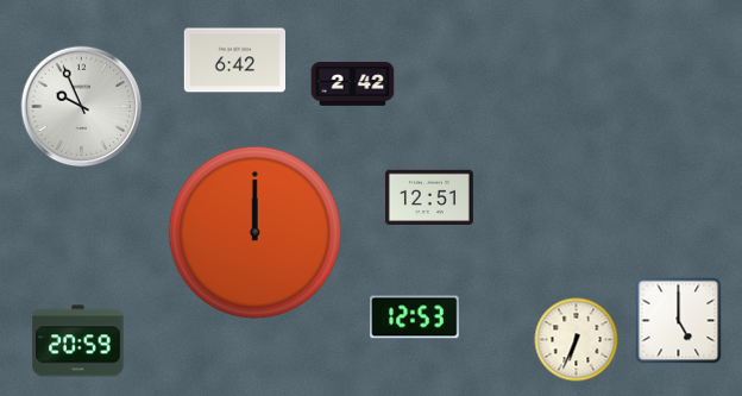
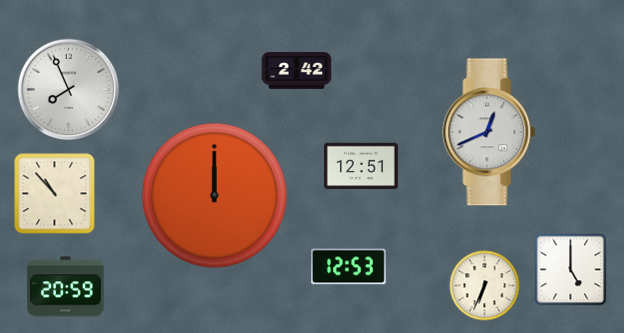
clock at (234, 61): 6:42 -> none
clock at (82, 107): 9:56 -> 7:56
clock at (489, 132): none -> 12:41
clock at (55, 194): none -> 10:53
